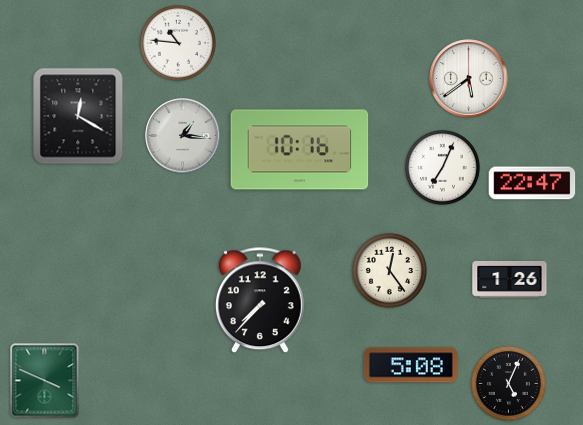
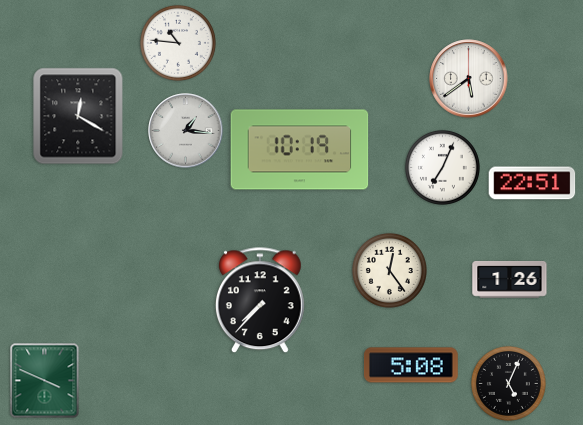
clock at (183, 136) position: (183, 136) -> (186, 131)
clock at (300, 150): 10:16 -> 10:19
clock at (532, 183): 22:47 -> 22:51
